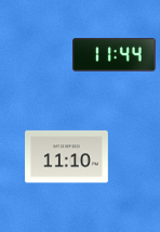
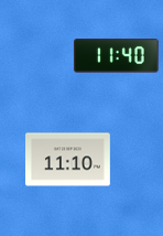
clock at (114, 55): 11:44 -> 11:40
